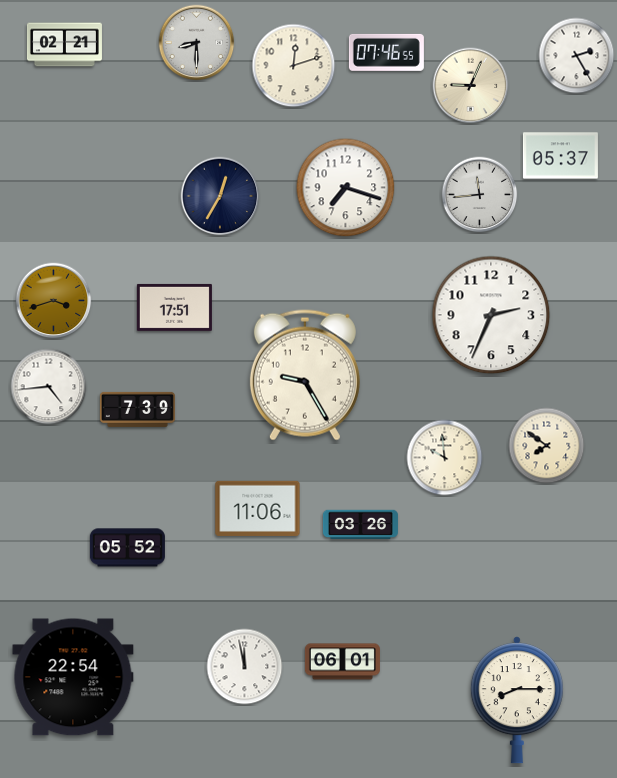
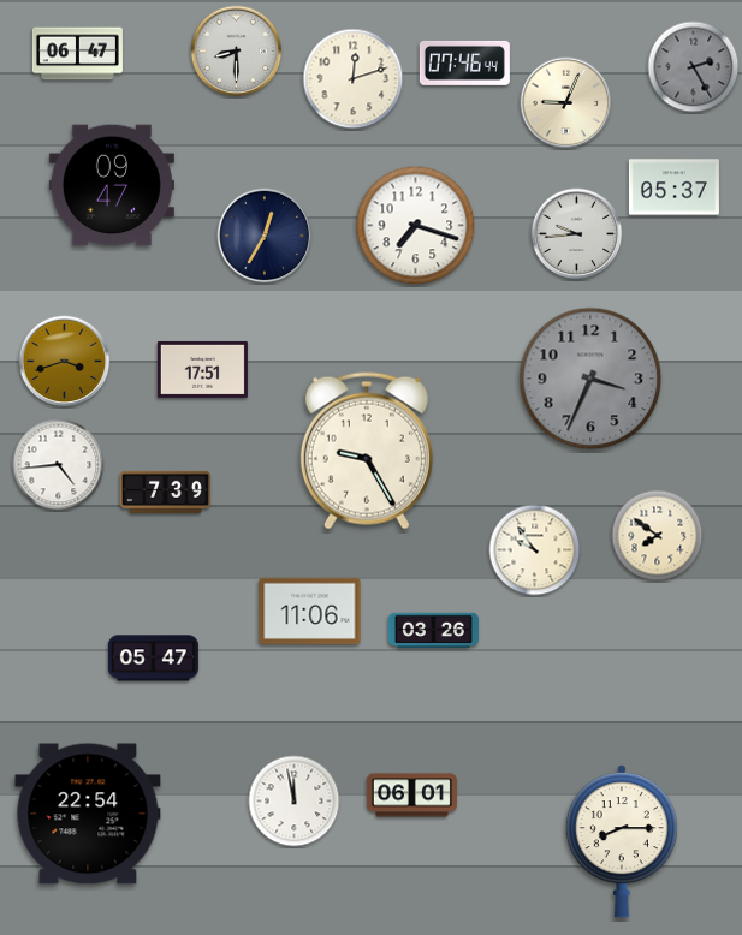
clock at (64, 45): 02:21 -> 06:47
clock at (386, 52): 07:46:55 -> 07:46:44
clock at (577, 56) dial: white -> grey
clock at (112, 185): none -> 09:47
clock at (480, 195): 11:44 -> 9:44
clock at (174, 307) position: (174, 307) -> (202, 369)
clock at (491, 315): 2:34 -> 3:34
clock at (491, 315) dial: white -> grey
clock at (445, 458): 9:59 -> 9:54
clock at (127, 548): 05:52 -> 05:47
